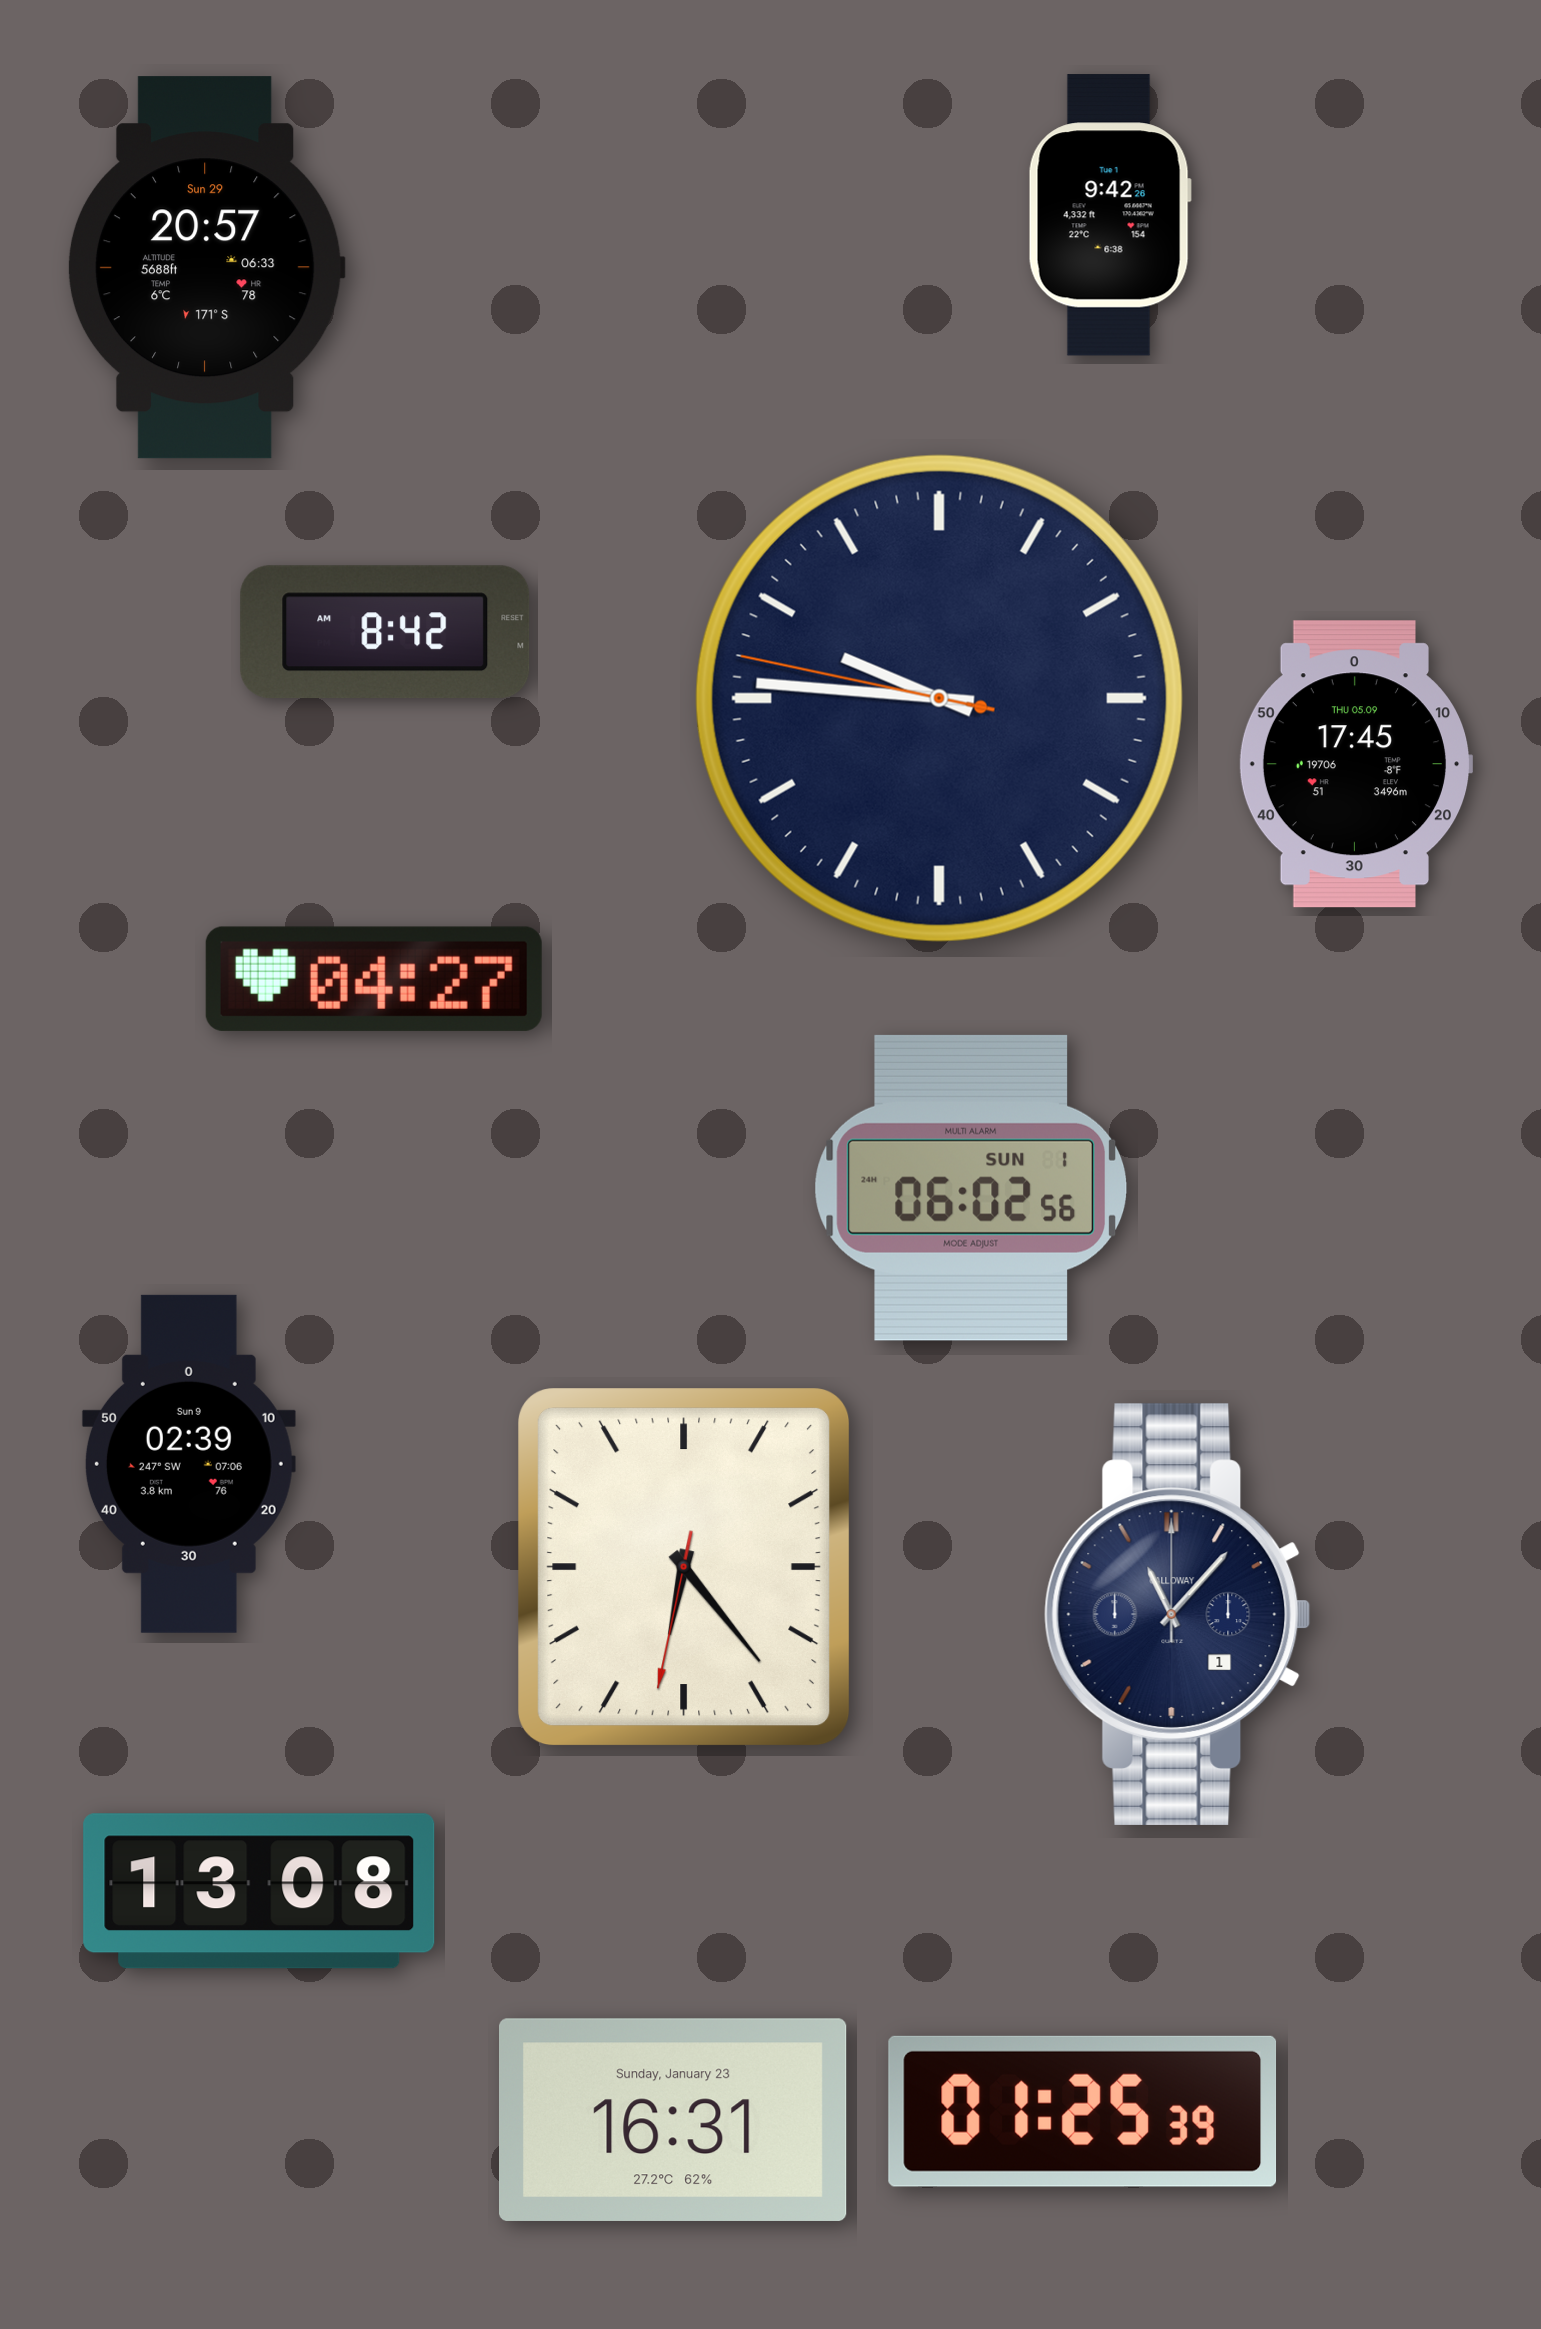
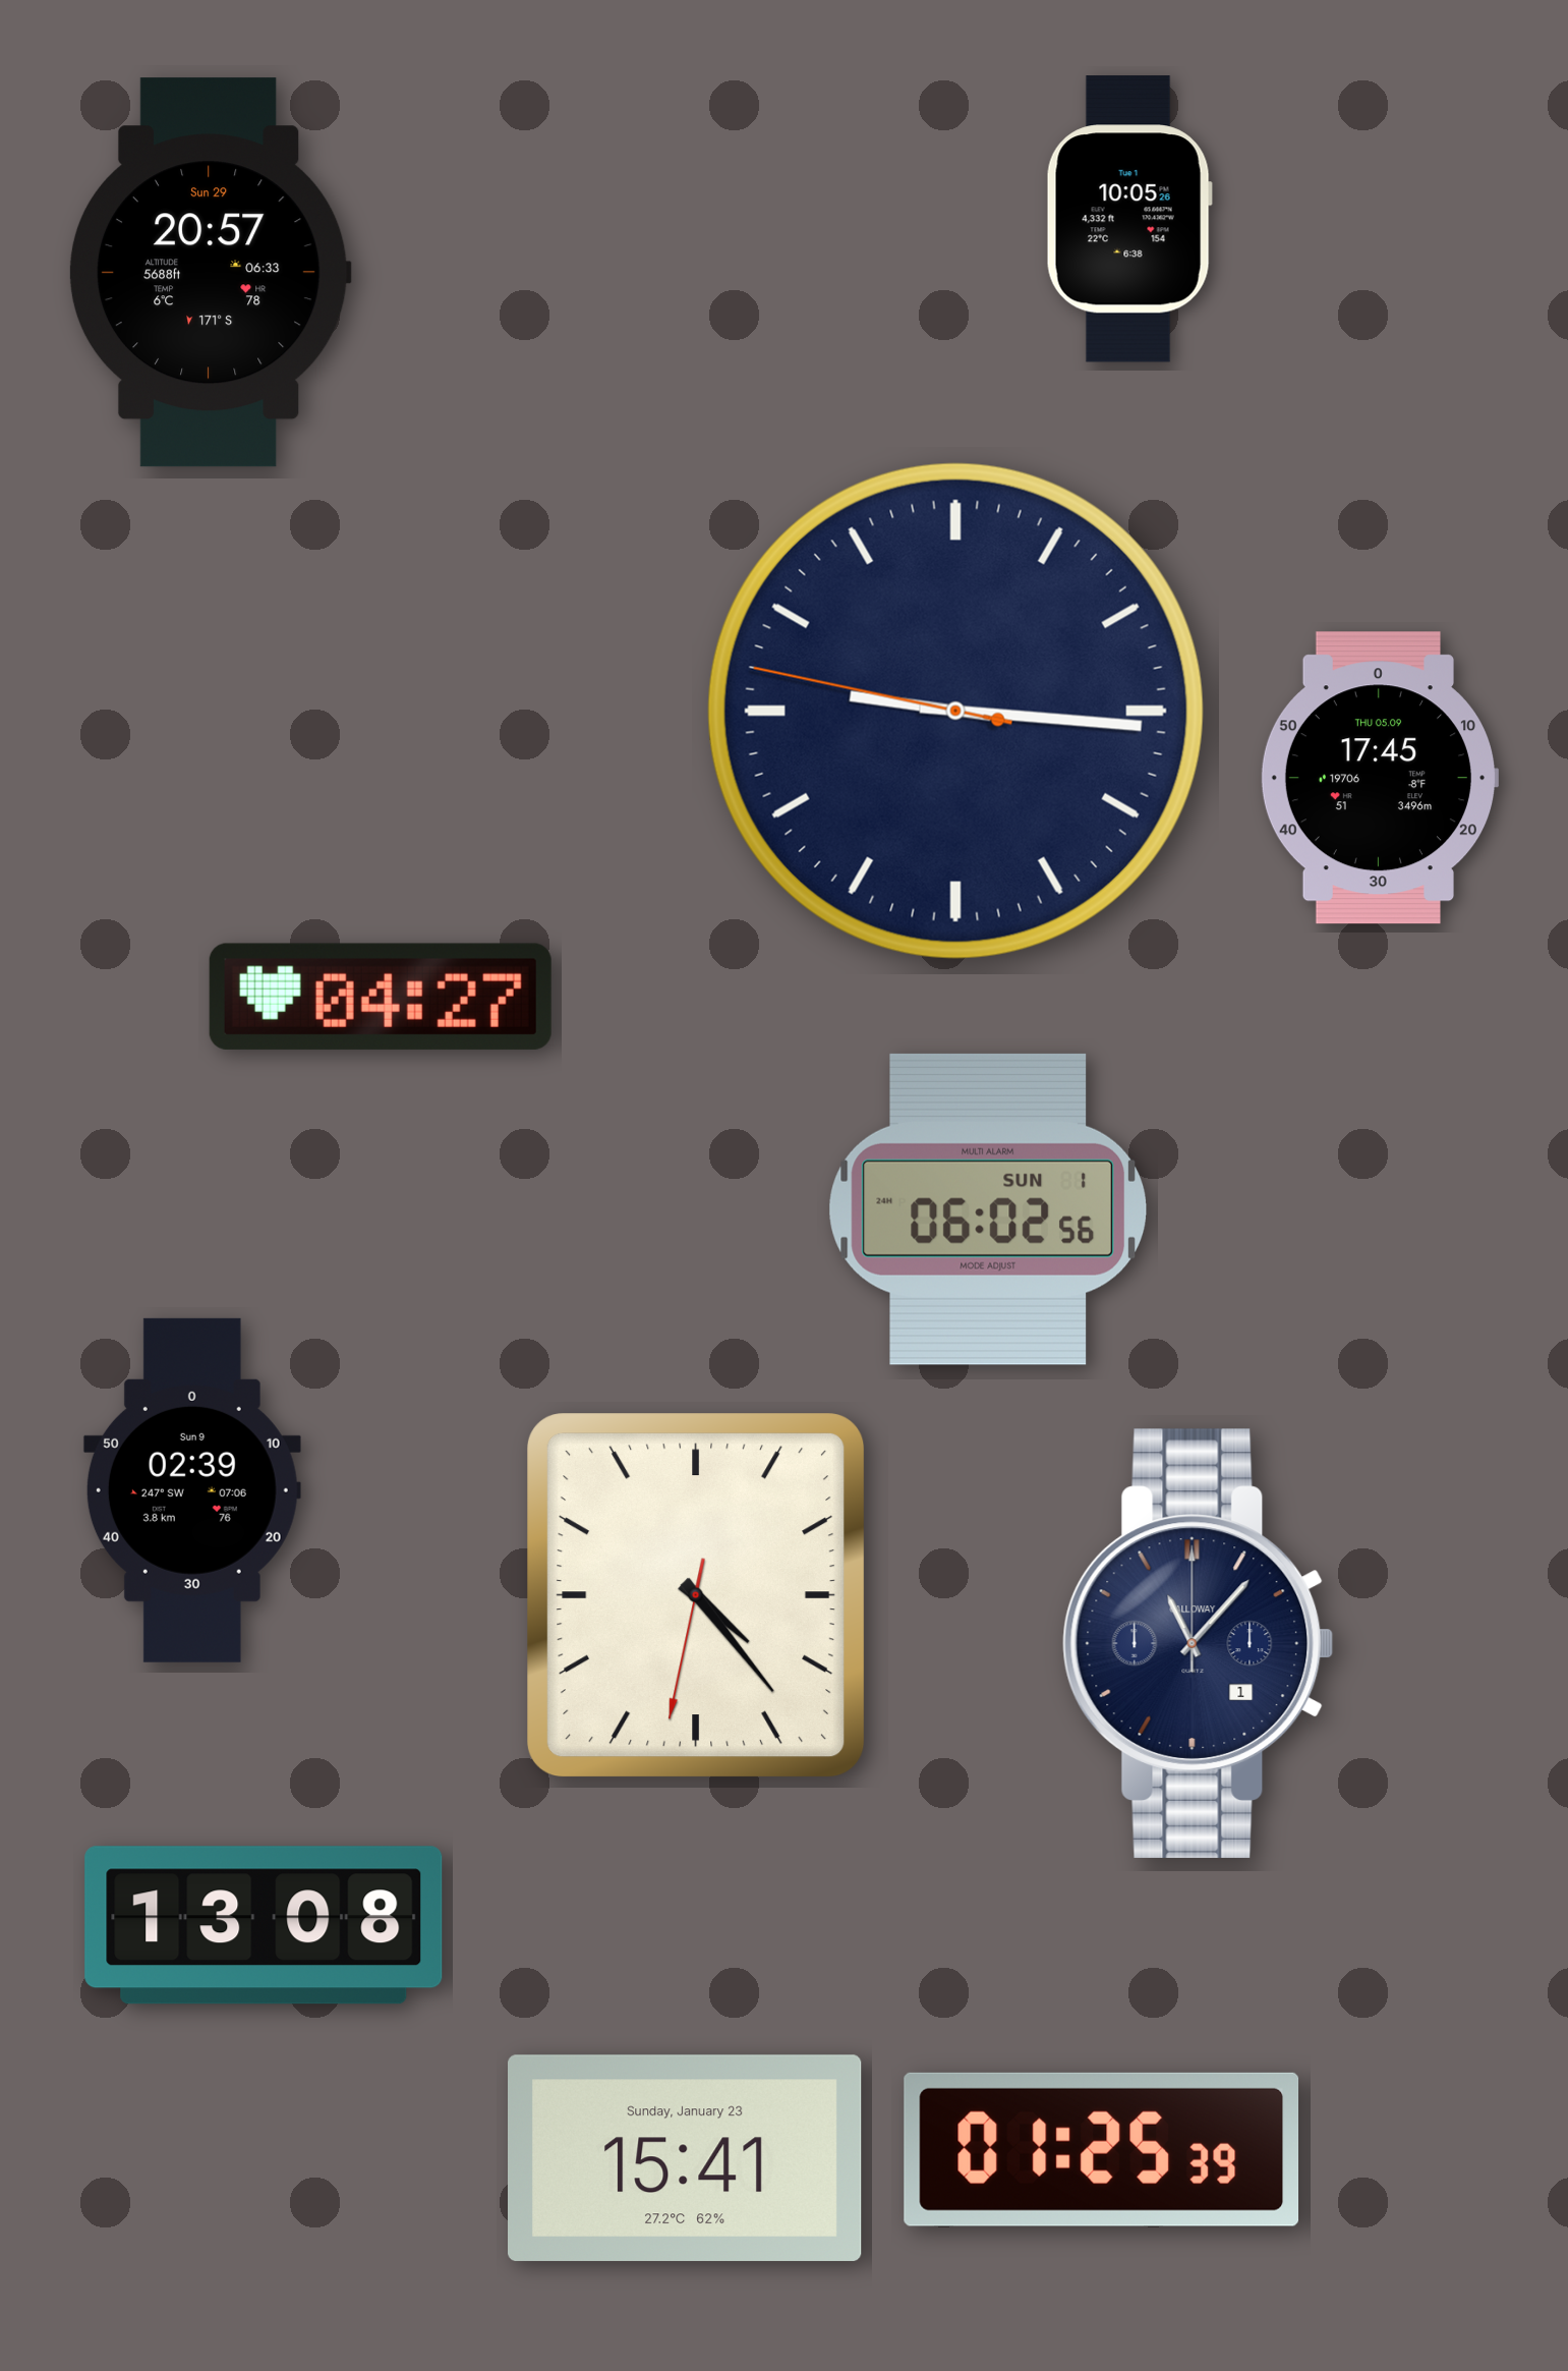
clock at (1110, 215): 9:42 -> 10:05
clock at (385, 632): 8:42 -> none
clock at (939, 698): 9:45 -> 9:15
clock at (684, 1567): 6:23 -> 4:23
clock at (674, 2120): 16:31 -> 15:41
